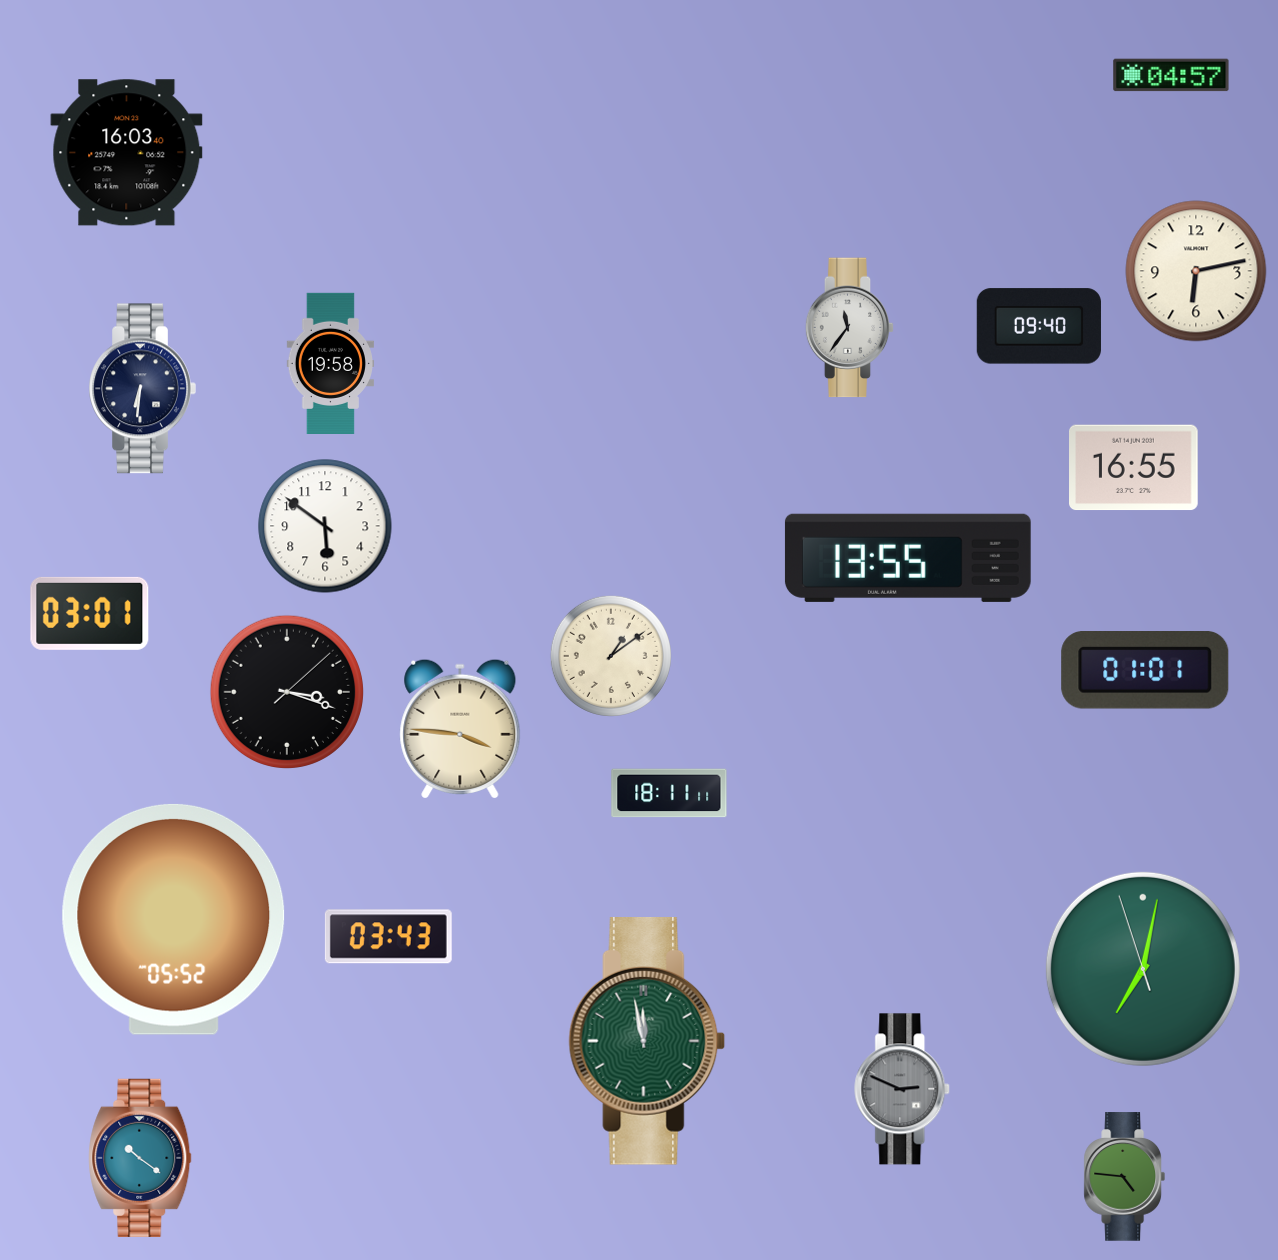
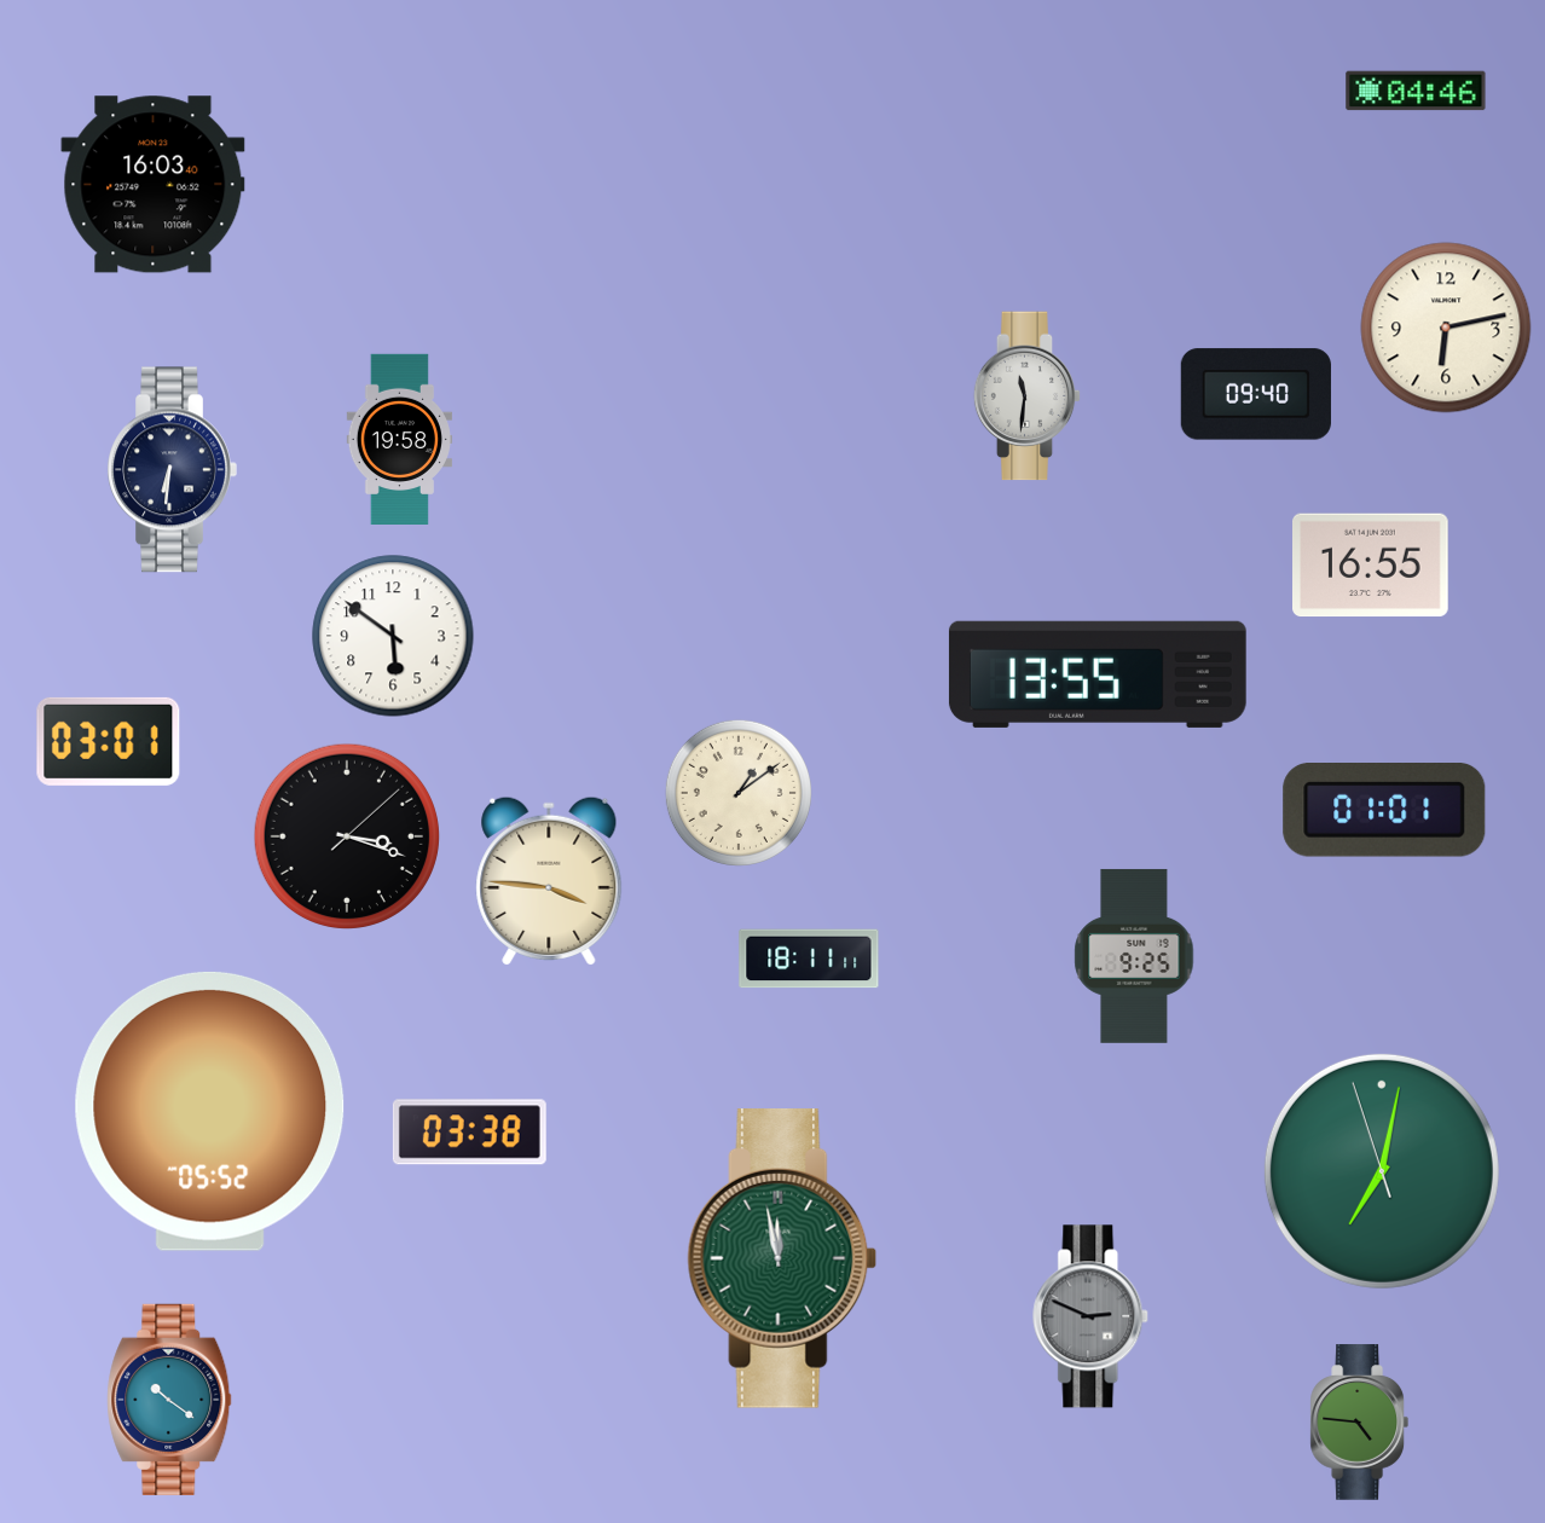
clock at (1171, 75): 04:57 -> 04:46
clock at (850, 328): 11:36 -> 11:31
clock at (460, 728) position: (460, 728) -> (549, 880)
clock at (1134, 956): none -> 9:25
clock at (388, 937): 03:43 -> 03:38
